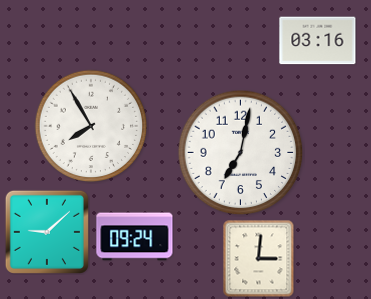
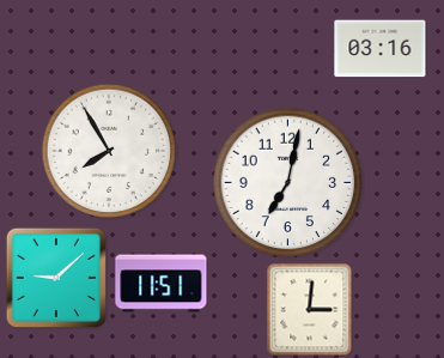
clock at (135, 237): 09:24 -> 11:51
